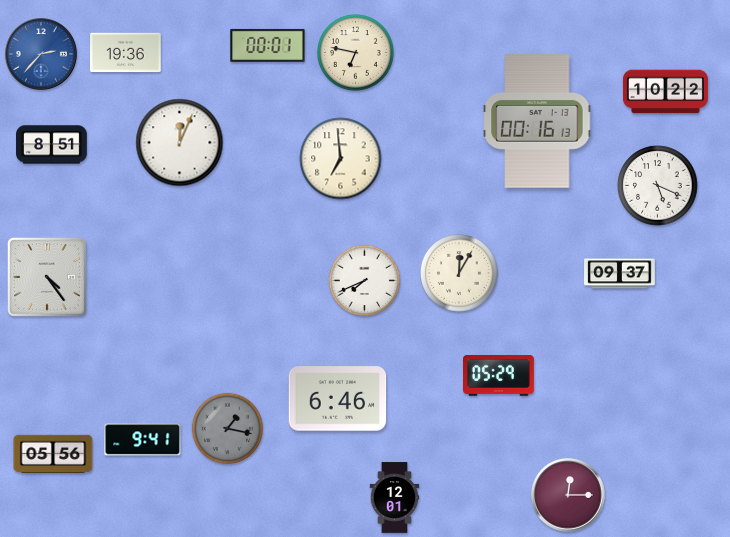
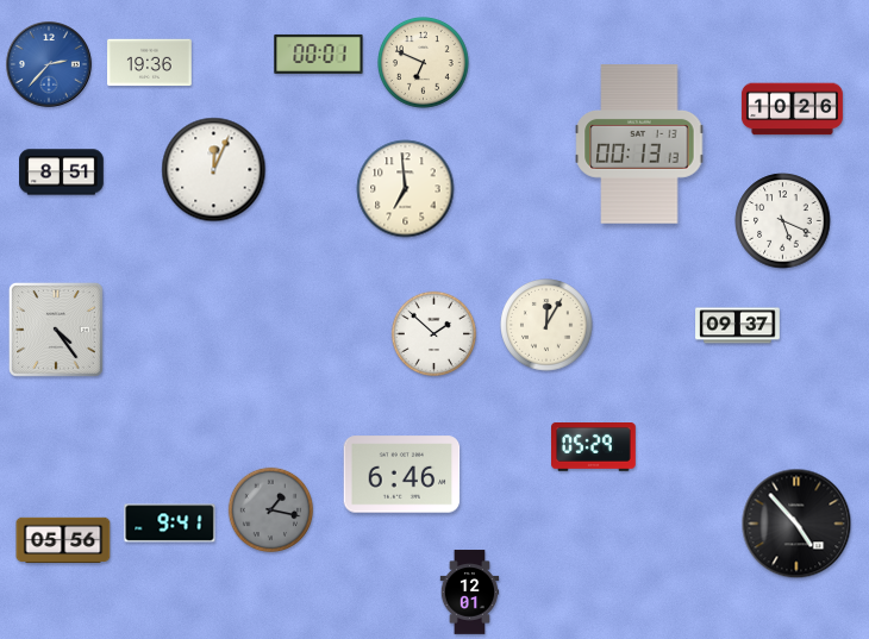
clock at (356, 53): 6:47 -> 6:49
clock at (665, 92): 10:22 -> 10:26
clock at (537, 121): 00:16 -> 00:13
clock at (365, 281): 7:41 -> 1:52
clock at (796, 524): none -> 4:53
clock at (568, 495): 12:15 -> none
